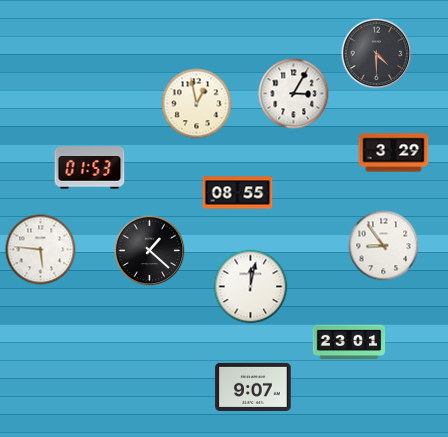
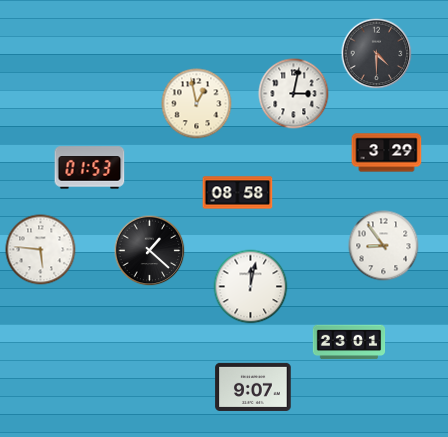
clock at (294, 94): 3:05 -> 3:02
clock at (394, 153) position: (394, 153) -> (387, 153)
clock at (238, 193): 08:55 -> 08:58
